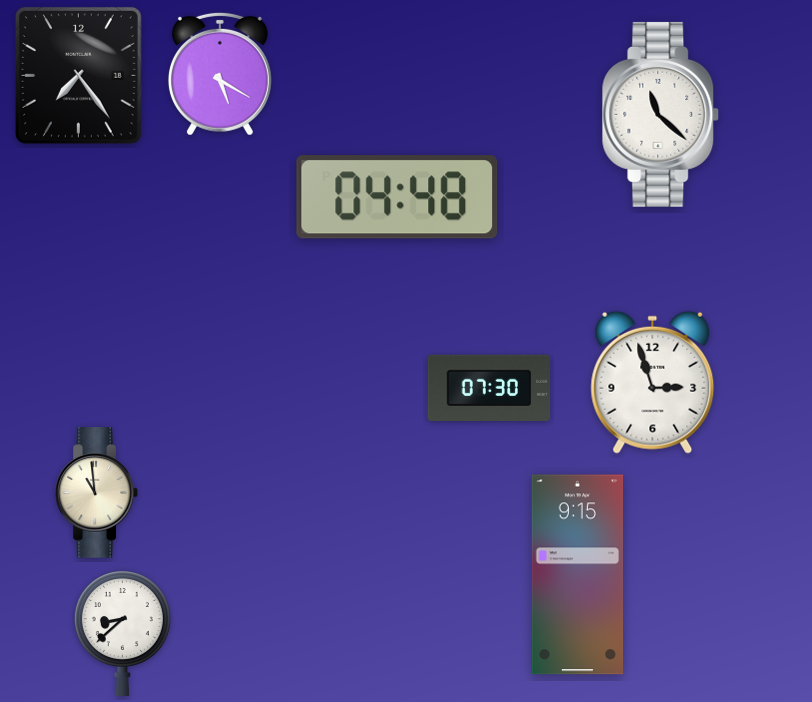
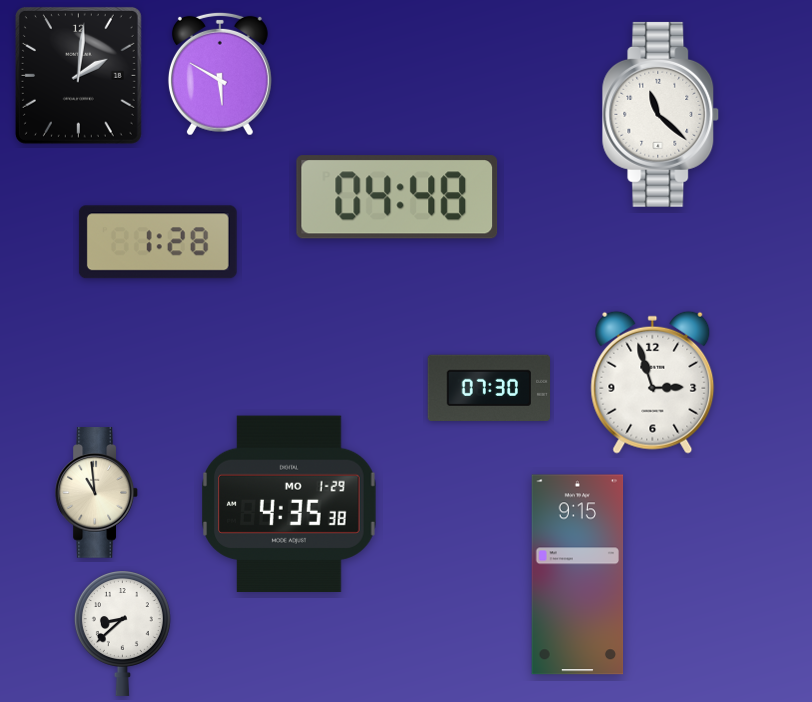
clock at (220, 74): 5:20 -> 5:50
clock at (78, 75): 7:24 -> 2:01
clock at (158, 242): none -> 1:28
clock at (289, 504): none -> 4:35
